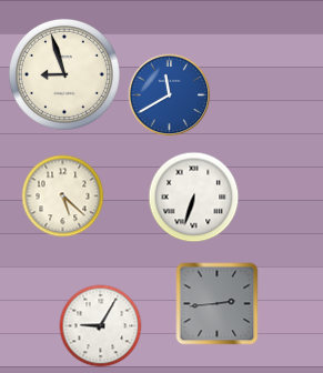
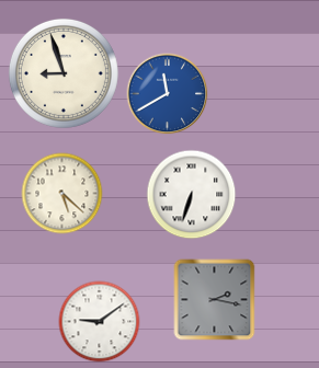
clock at (218, 304): 2:44 -> 2:17
clock at (101, 326): 9:05 -> 9:09
